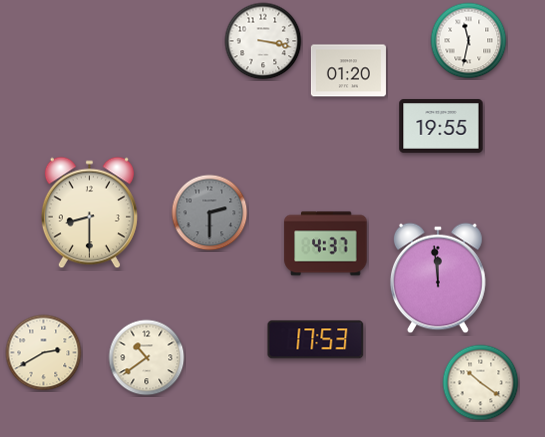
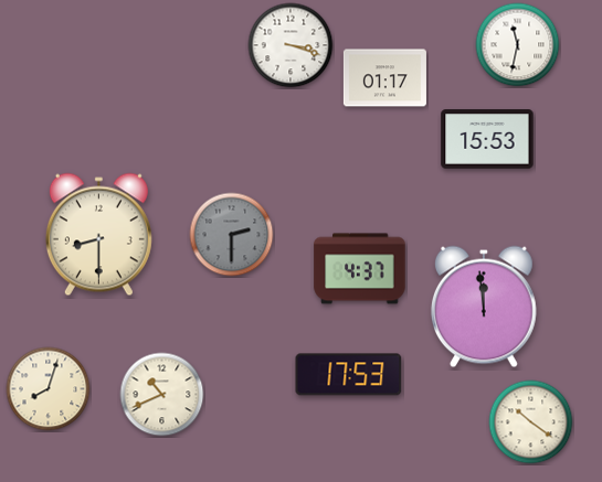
clock at (263, 41): 3:17 -> 3:18
clock at (348, 71): 01:20 -> 01:17
clock at (441, 126): 19:55 -> 15:53
clock at (44, 353): 2:40 -> 8:03
clock at (147, 358): 10:39 -> 10:41
